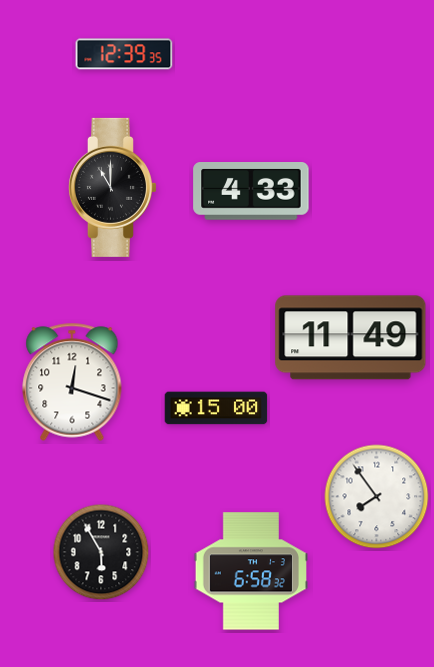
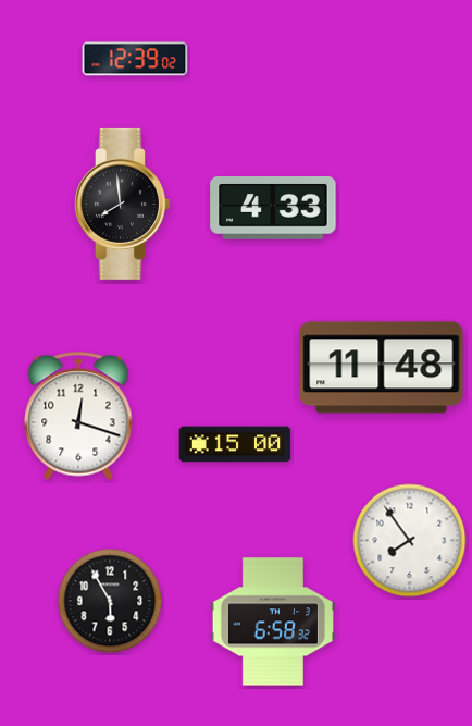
clock at (124, 54): 12:39:35 -> 12:39:02
clock at (112, 187): 11:00 -> 7:59
clock at (351, 338): 11:49 -> 11:48
